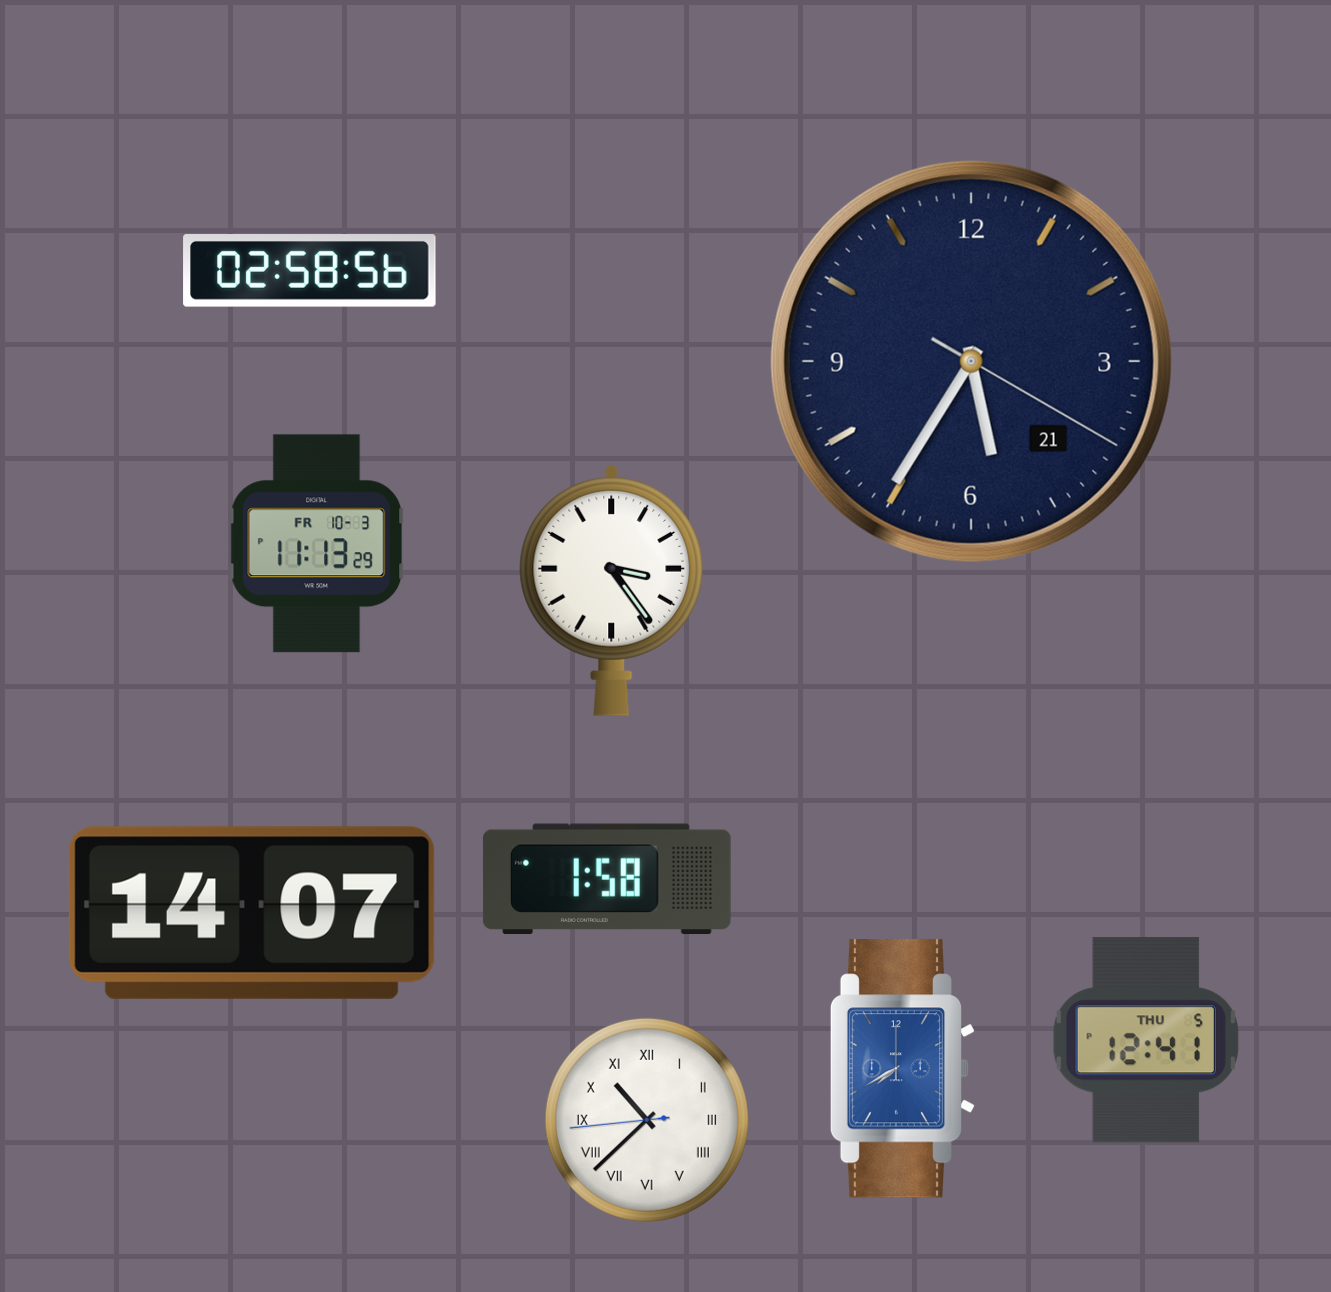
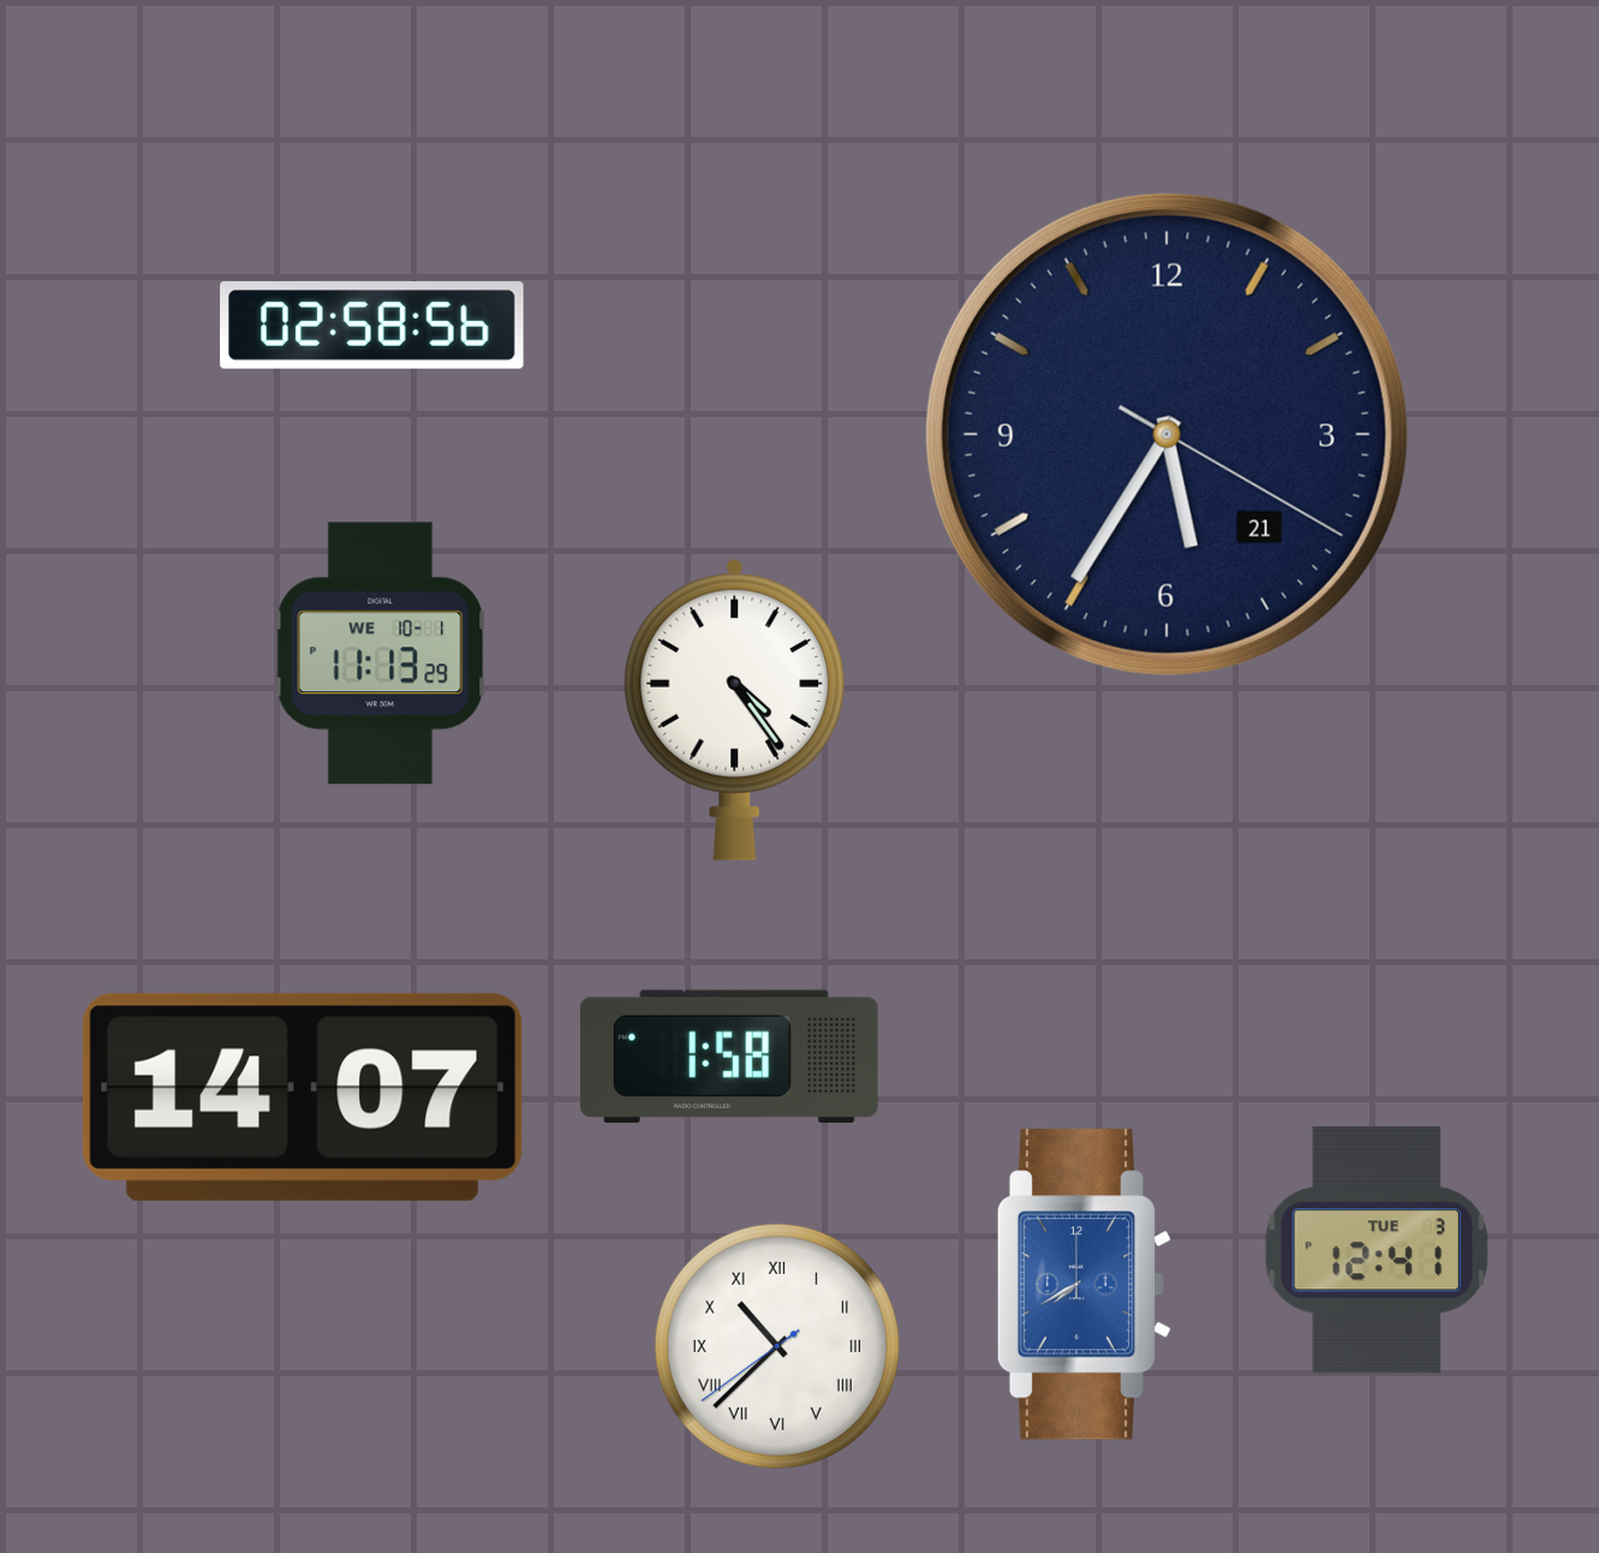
clock at (317, 544) date: FR 10-3 -> WE 10-1
clock at (612, 591): 3:24 -> 4:24
clock at (1146, 1040) date: THU 5 -> TUE 3
clock at (647, 1120): 10:37:44 -> 10:37:39
